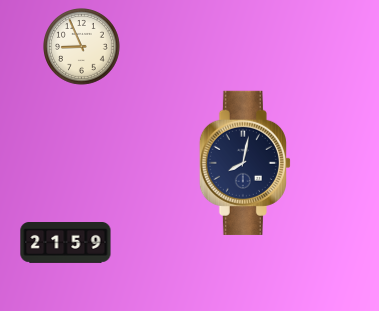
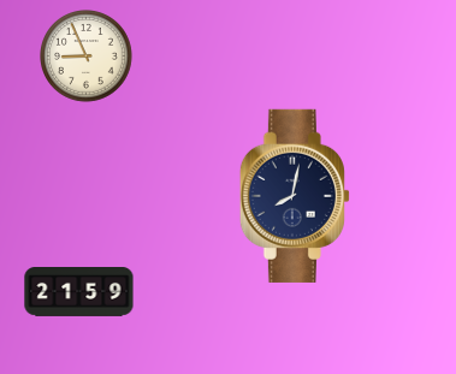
clock at (82, 47) position: (82, 47) -> (87, 57)
